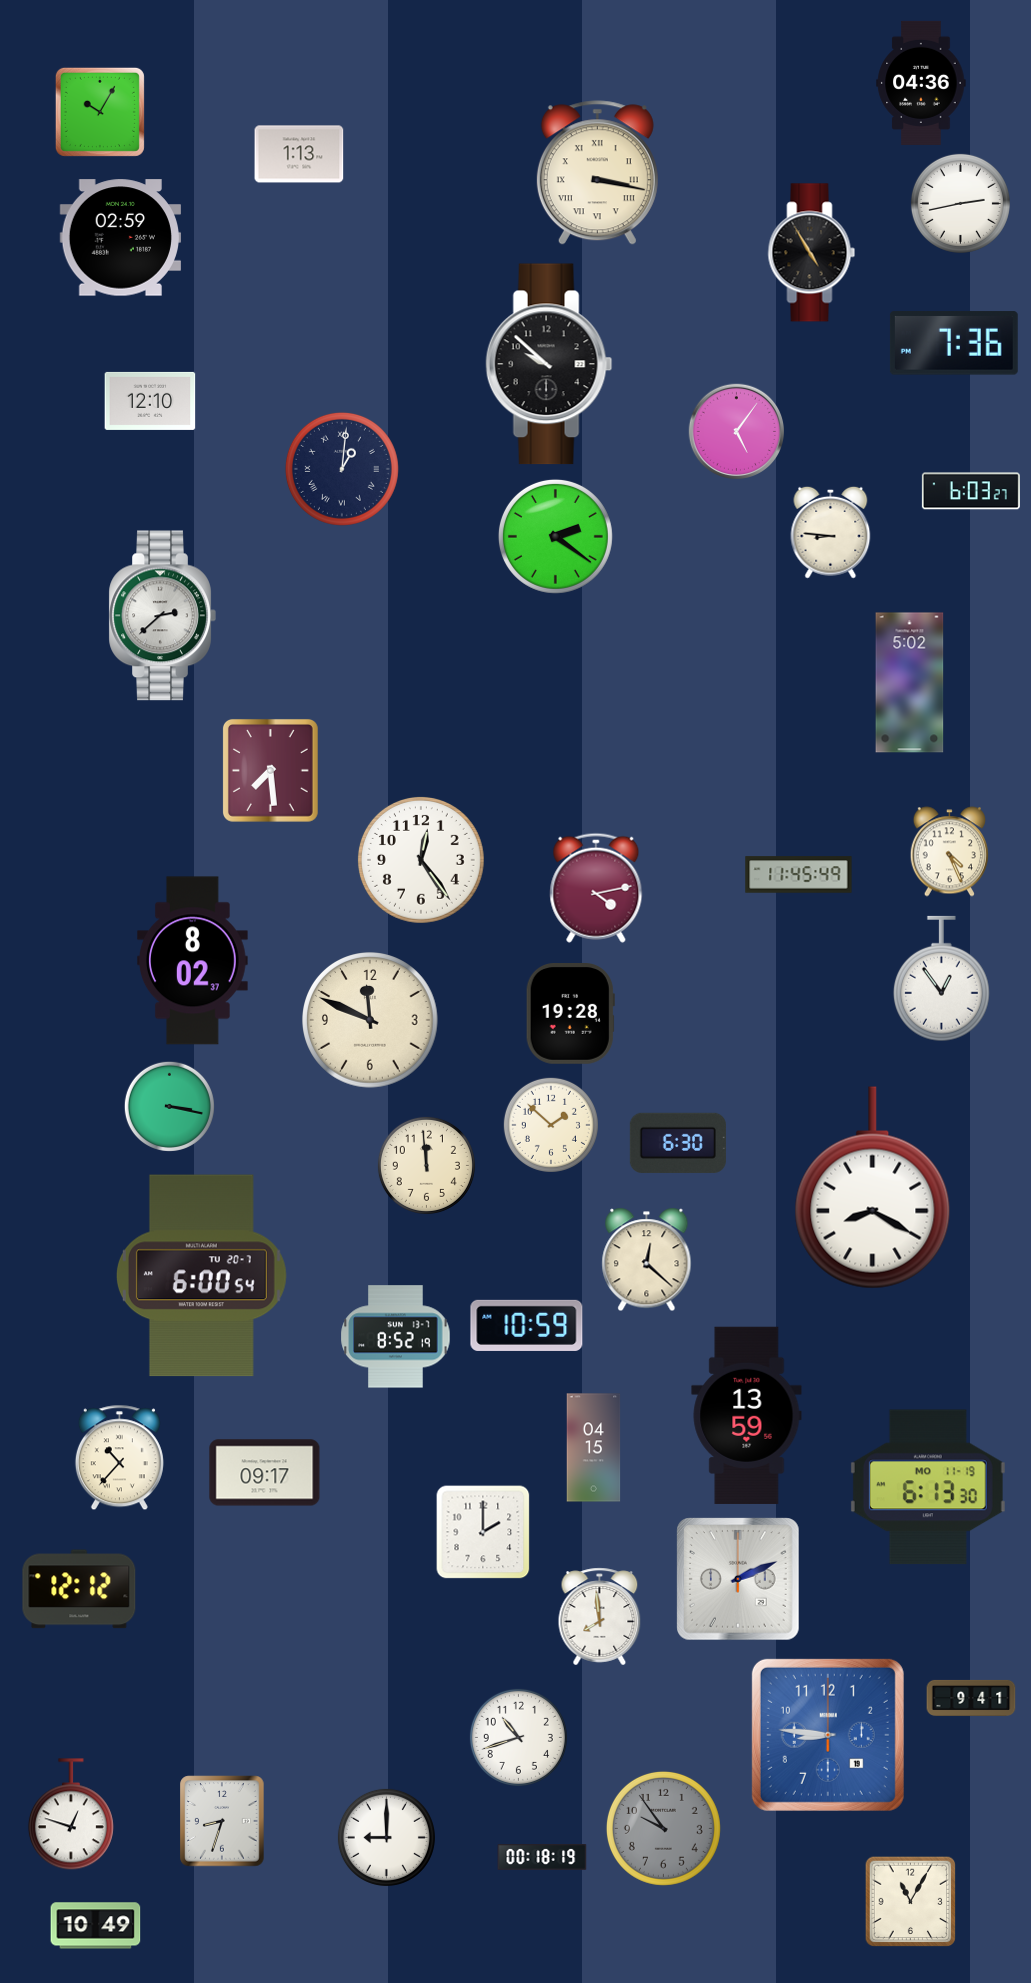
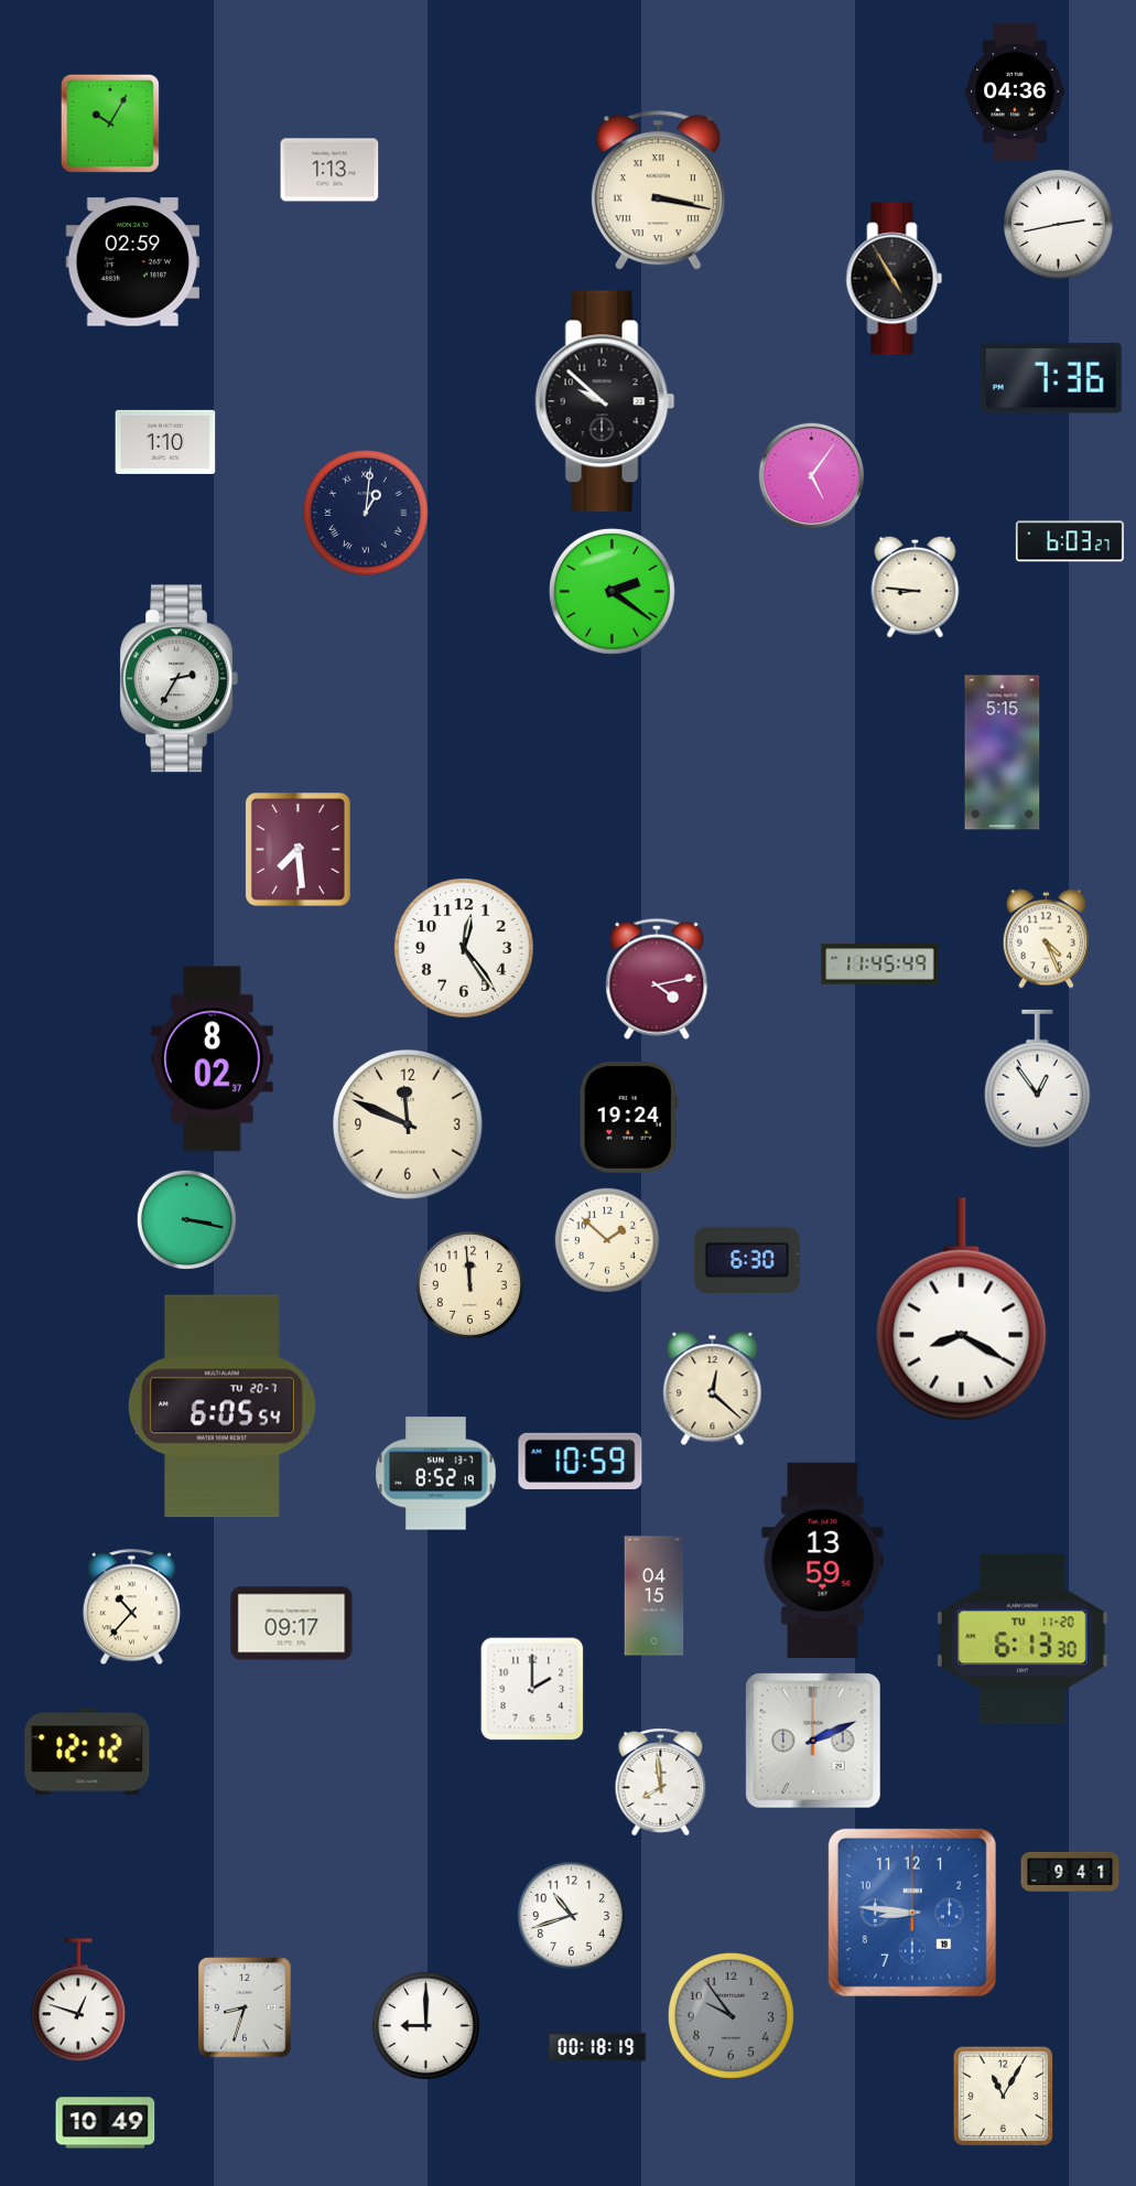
clock at (150, 401): 12:10 -> 1:10
clock at (342, 469) position: (342, 469) -> (366, 513)
clock at (162, 616): 2:38 -> 2:35
clock at (910, 683): 5:02 -> 5:15
clock at (570, 1014): 19:28 -> 19:24
clock at (201, 1276): 6:00 -> 6:05
clock at (928, 1487) date: MO 11-19 -> TU 11-20
